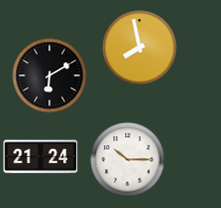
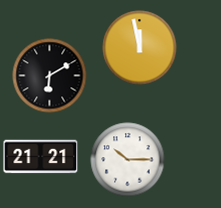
clock at (140, 48): 7:58 -> 11:58
clock at (41, 157): 21:24 -> 21:21
